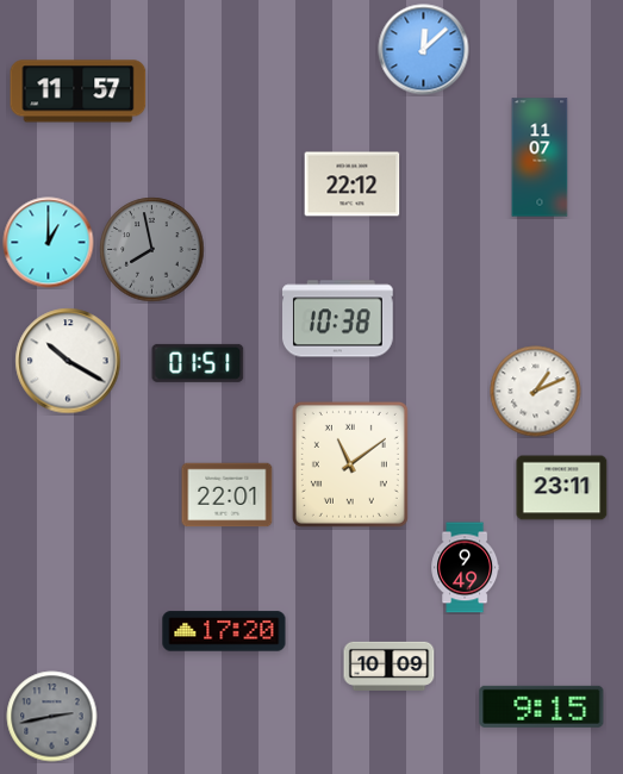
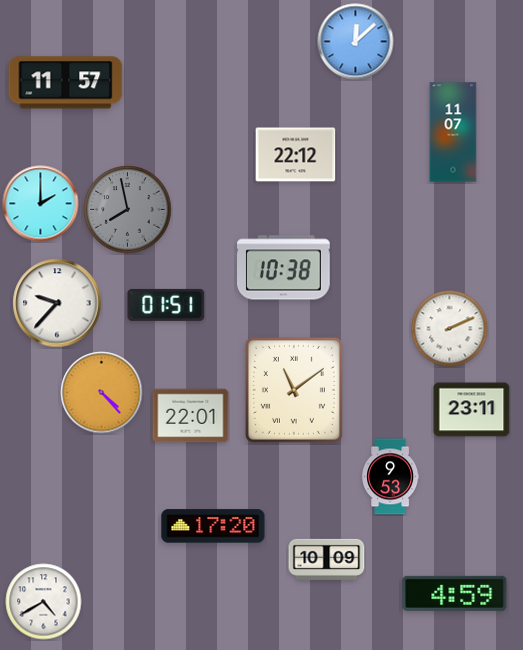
clock at (79, 92) position: (79, 92) -> (66, 83)
clock at (49, 243): 1:00 -> 2:00
clock at (68, 361): 10:20 -> 9:37
clock at (536, 392): 1:11 -> 2:11
clock at (102, 393): none -> 4:23
clock at (466, 568): 9:49 -> 9:53
clock at (224, 631) position: (224, 631) -> (213, 526)
clock at (542, 706): 9:15 -> 4:59
clock at (52, 717): 2:43 -> 4:40
clock at (52, 717) dial: grey -> white
